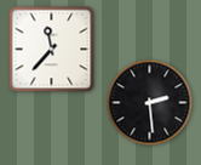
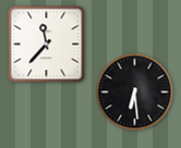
clock at (150, 103): 2:29 -> 6:29
